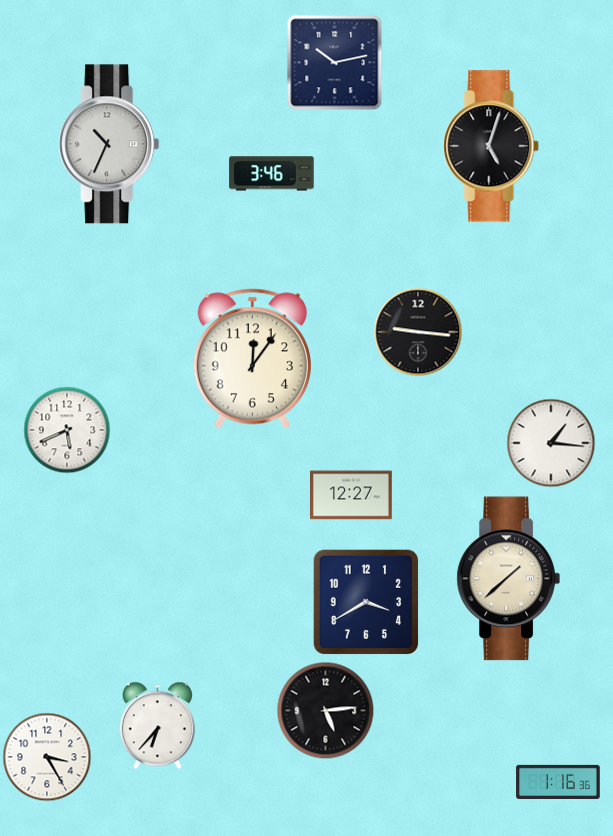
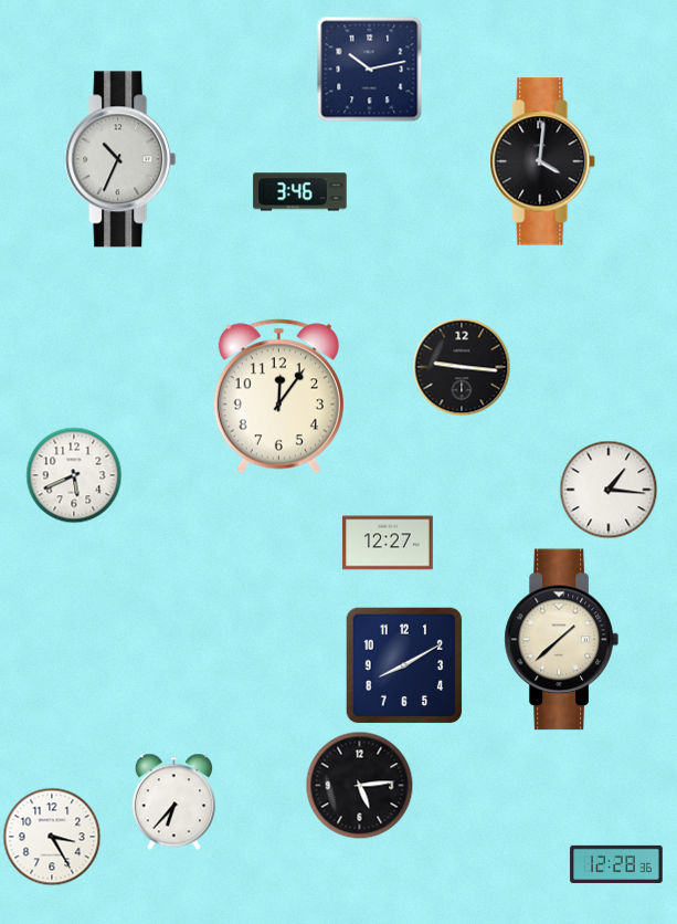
clock at (492, 146): 5:03 -> 4:01
clock at (352, 495) position: (352, 495) -> (389, 543)
clock at (366, 602): 3:40 -> 8:10
clock at (558, 782): 1:16 -> 12:28
